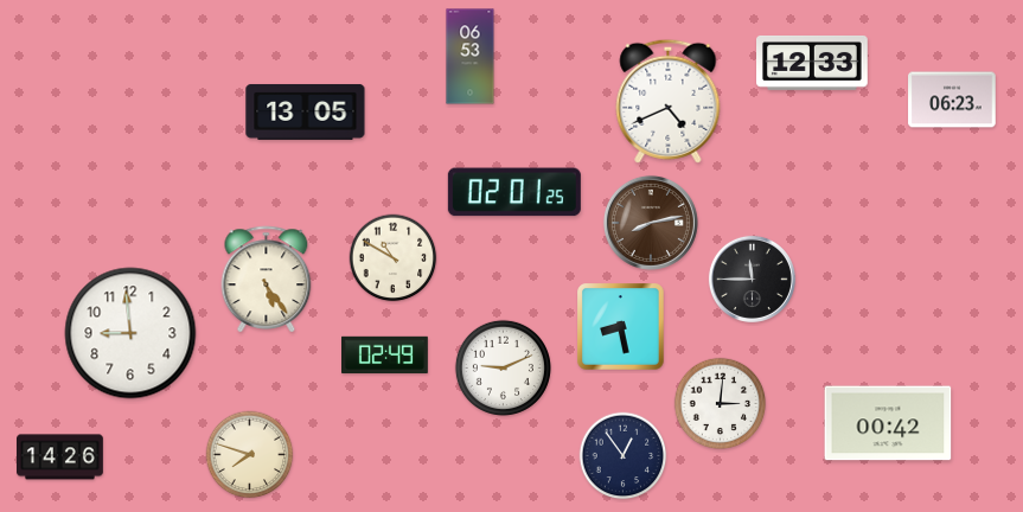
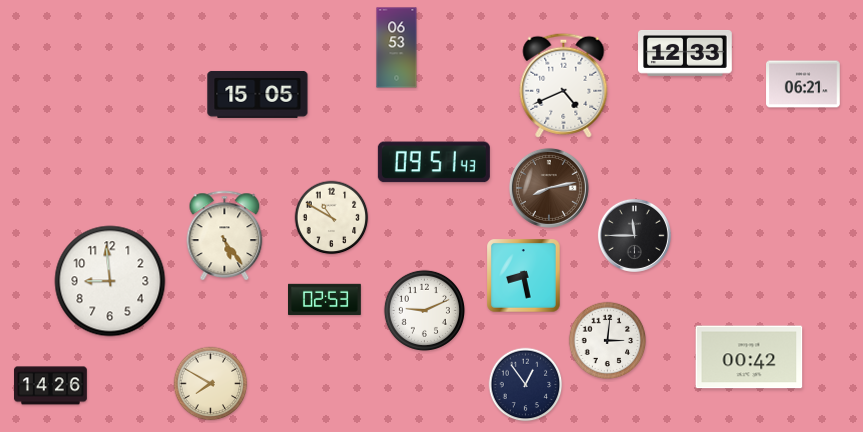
clock at (952, 100): 06:23 -> 06:21
clock at (306, 111): 13:05 -> 15:05
clock at (514, 192): 02:01 -> 09:51
clock at (385, 356): 02:49 -> 02:53
clock at (250, 455): 7:48 -> 7:50
